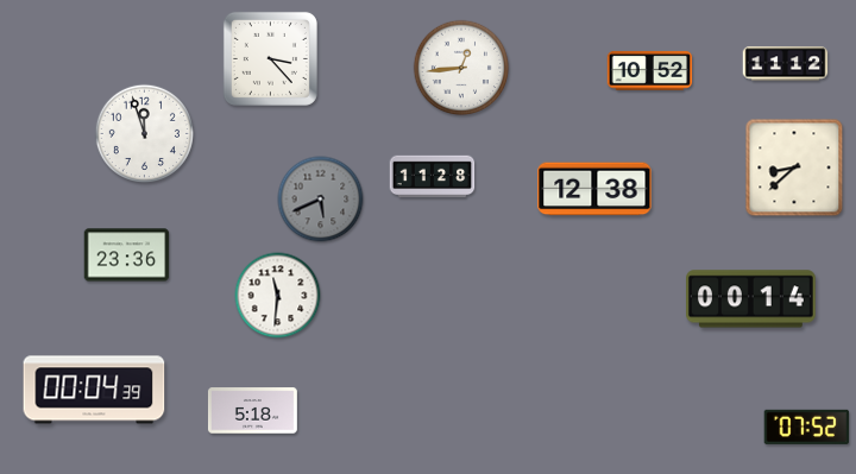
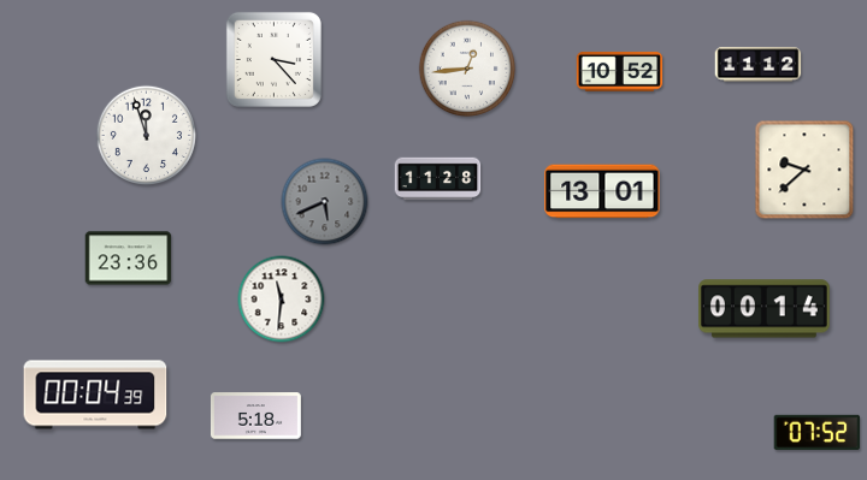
clock at (786, 64) position: (786, 64) -> (759, 65)
clock at (650, 70) position: (650, 70) -> (620, 71)
clock at (794, 168): 8:38 -> 9:38
clock at (594, 189): 12:38 -> 13:01
clock at (751, 299) position: (751, 299) -> (765, 309)
